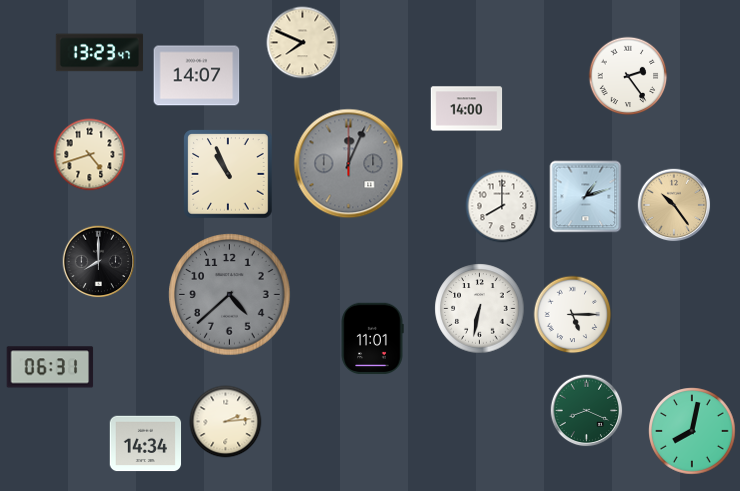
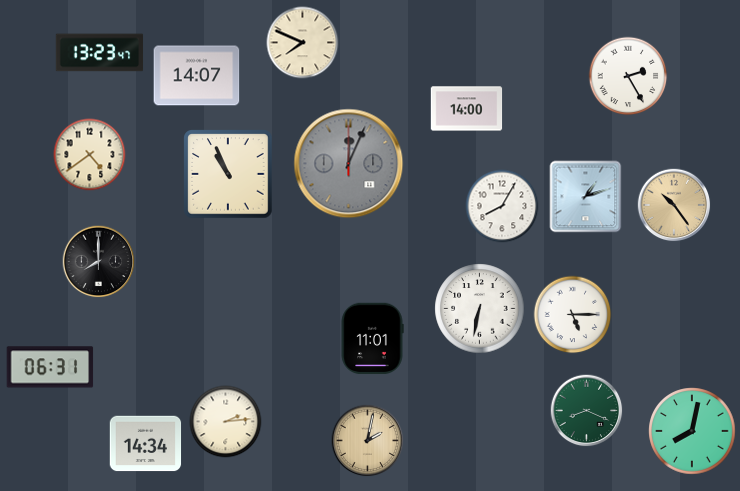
clock at (628, 76): 2:24 -> 2:25
clock at (90, 155): 4:42 -> 4:39
clock at (502, 206): 8:00 -> 8:05
clock at (230, 295): 4:38 -> none
clock at (368, 441): none -> 2:02
